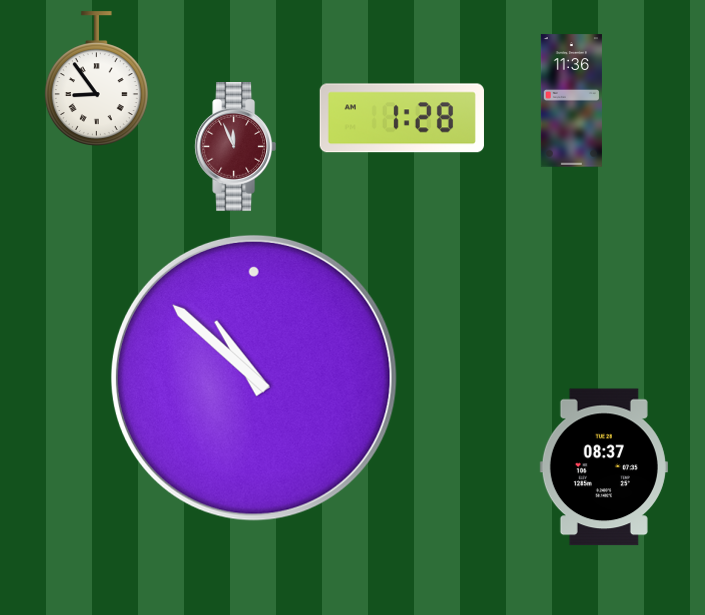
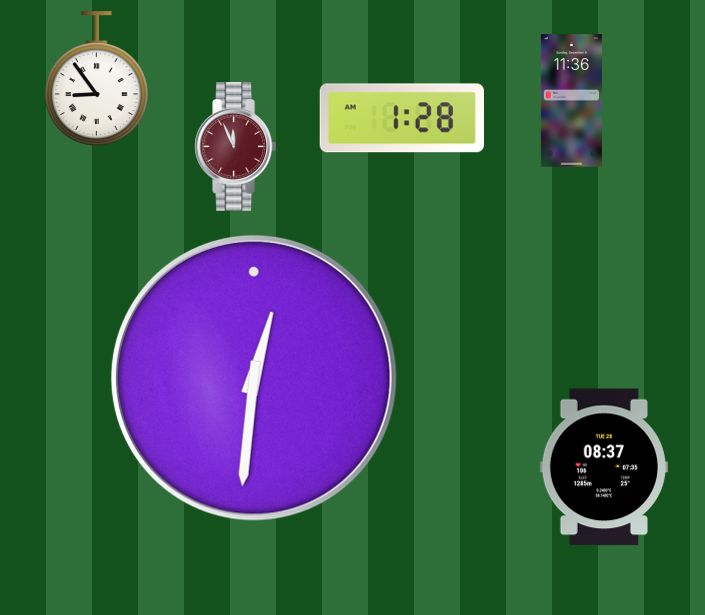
clock at (254, 378): 10:52 -> 12:31
